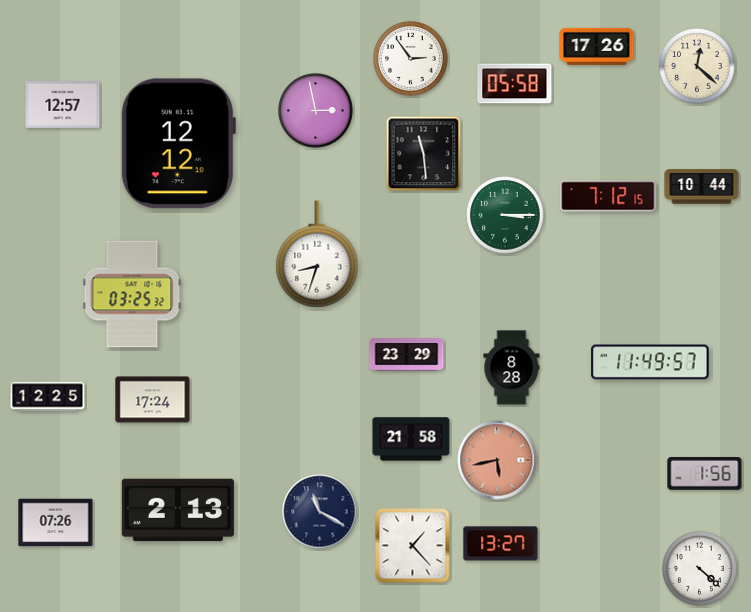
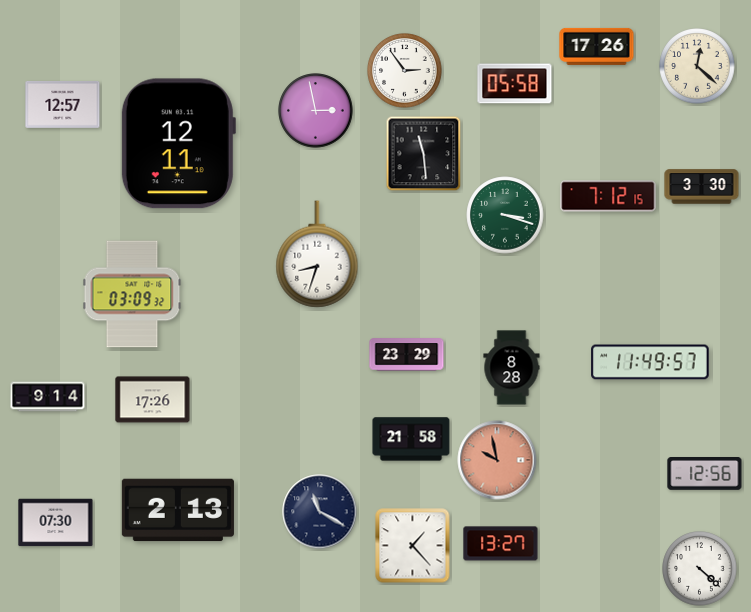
clock at (411, 59) position: (411, 59) -> (405, 71)
clock at (178, 144): 12:12 -> 12:11
clock at (702, 187): 10:44 -> 3:30
clock at (505, 215): 3:15 -> 3:18
clock at (132, 294): 03:25 -> 03:09
clock at (48, 397): 12:25 -> 9:14
clock at (153, 400): 17:24 -> 17:26
clock at (497, 460): 5:43 -> 9:58
clock at (705, 474): 1:56 -> 12:56
clock at (56, 523): 07:26 -> 07:30
